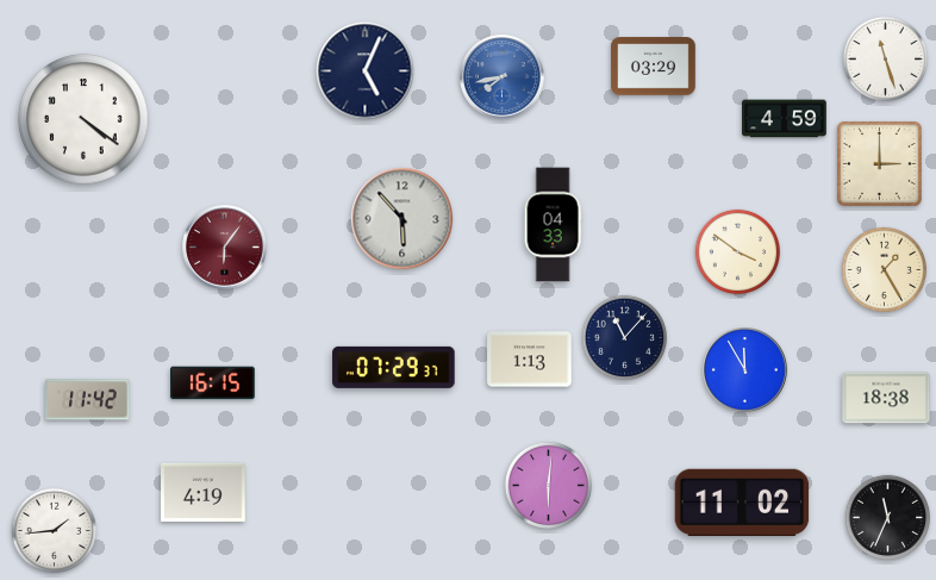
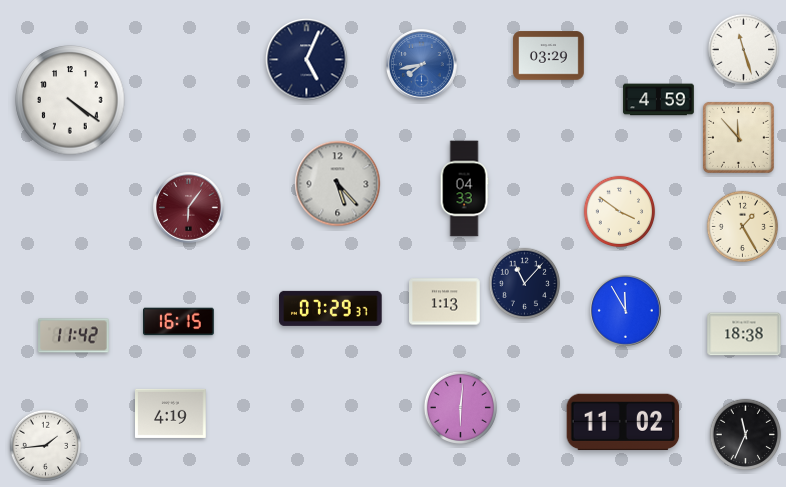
clock at (879, 163): 3:00 -> 11:53
clock at (403, 219): 5:53 -> 5:23
